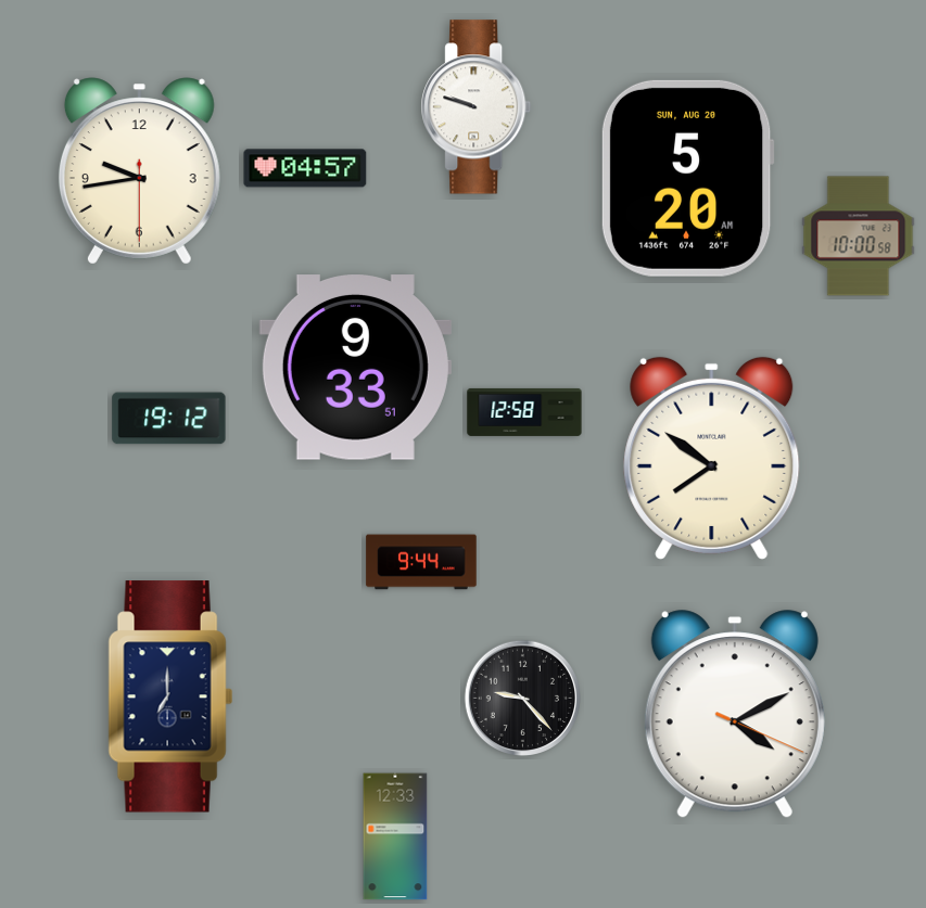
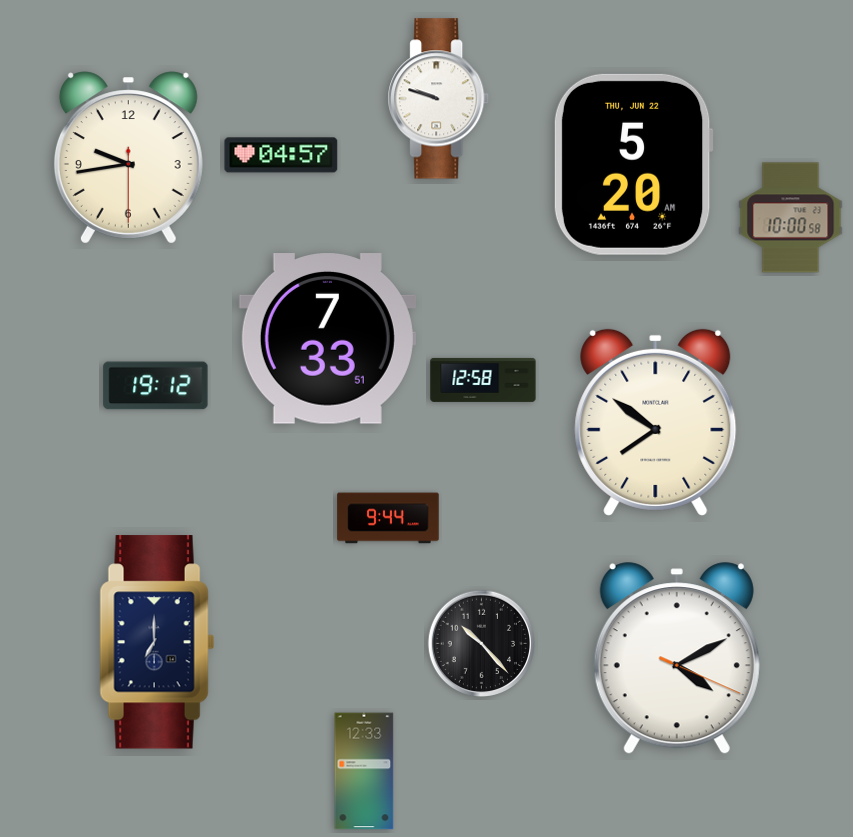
clock at (687, 178) date: SUN, AUG 20 -> THU, JUN 22
clock at (355, 368): 9:33 -> 7:33
clock at (522, 698): 9:23 -> 10:23
